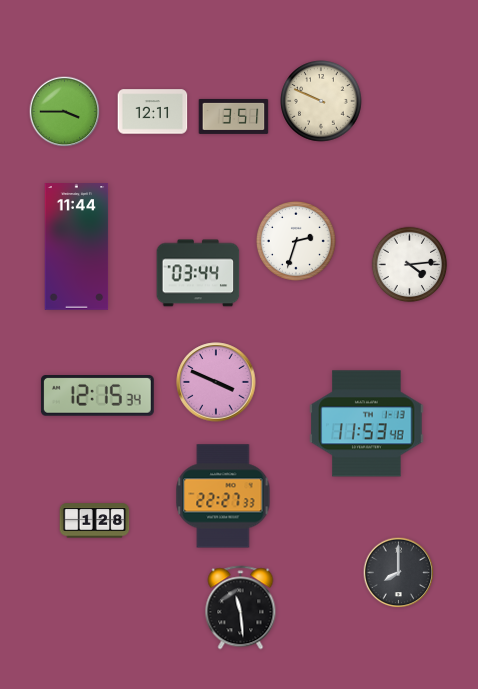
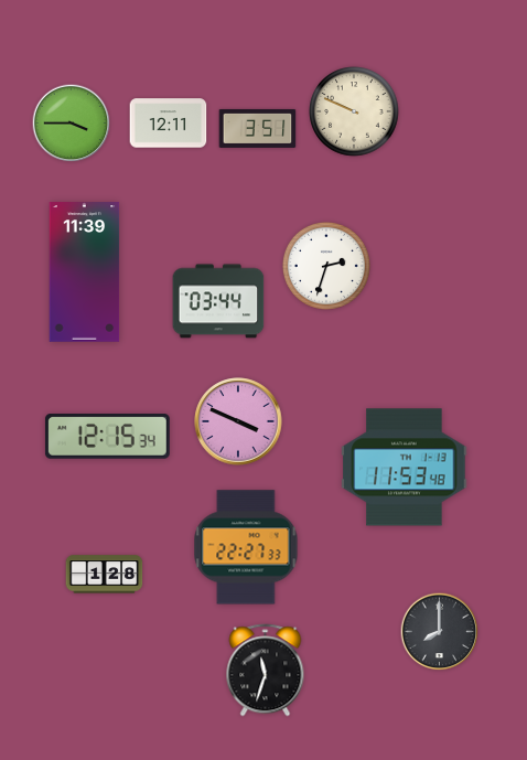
clock at (77, 247): 11:44 -> 11:39
clock at (410, 265): 4:14 -> none
clock at (241, 608): 11:29 -> 11:33
